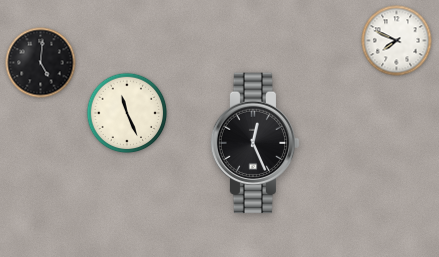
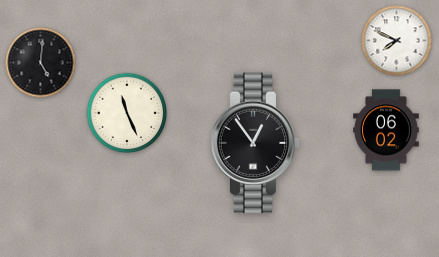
clock at (386, 130): none -> 06:02
clock at (255, 143): 12:26 -> 12:54
